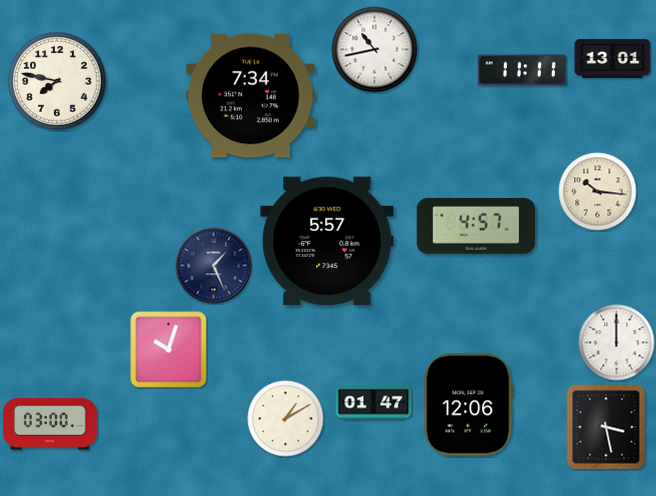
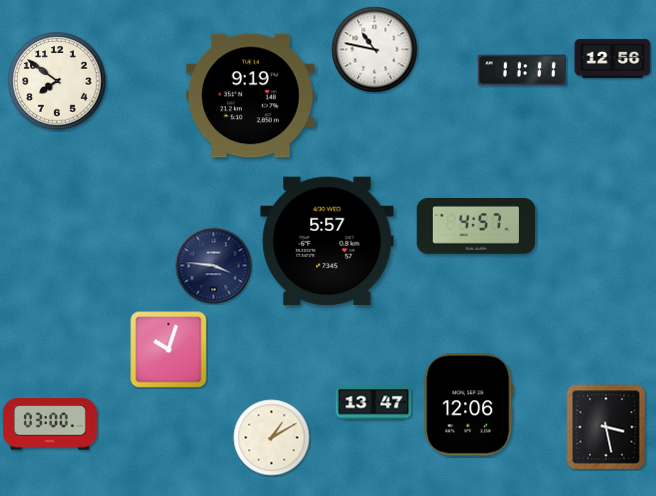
clock at (375, 50): 10:43 -> 10:47
clock at (613, 58): 13:01 -> 12:56
clock at (57, 81): 7:47 -> 7:51
clock at (251, 96): 7:34 -> 9:19
clock at (598, 192): 10:16 -> none
clock at (214, 266): 1:26 -> 3:46
clock at (617, 343): 12:00 -> none
clock at (374, 403): 01:47 -> 13:47
clock at (286, 419) position: (286, 419) -> (272, 438)
